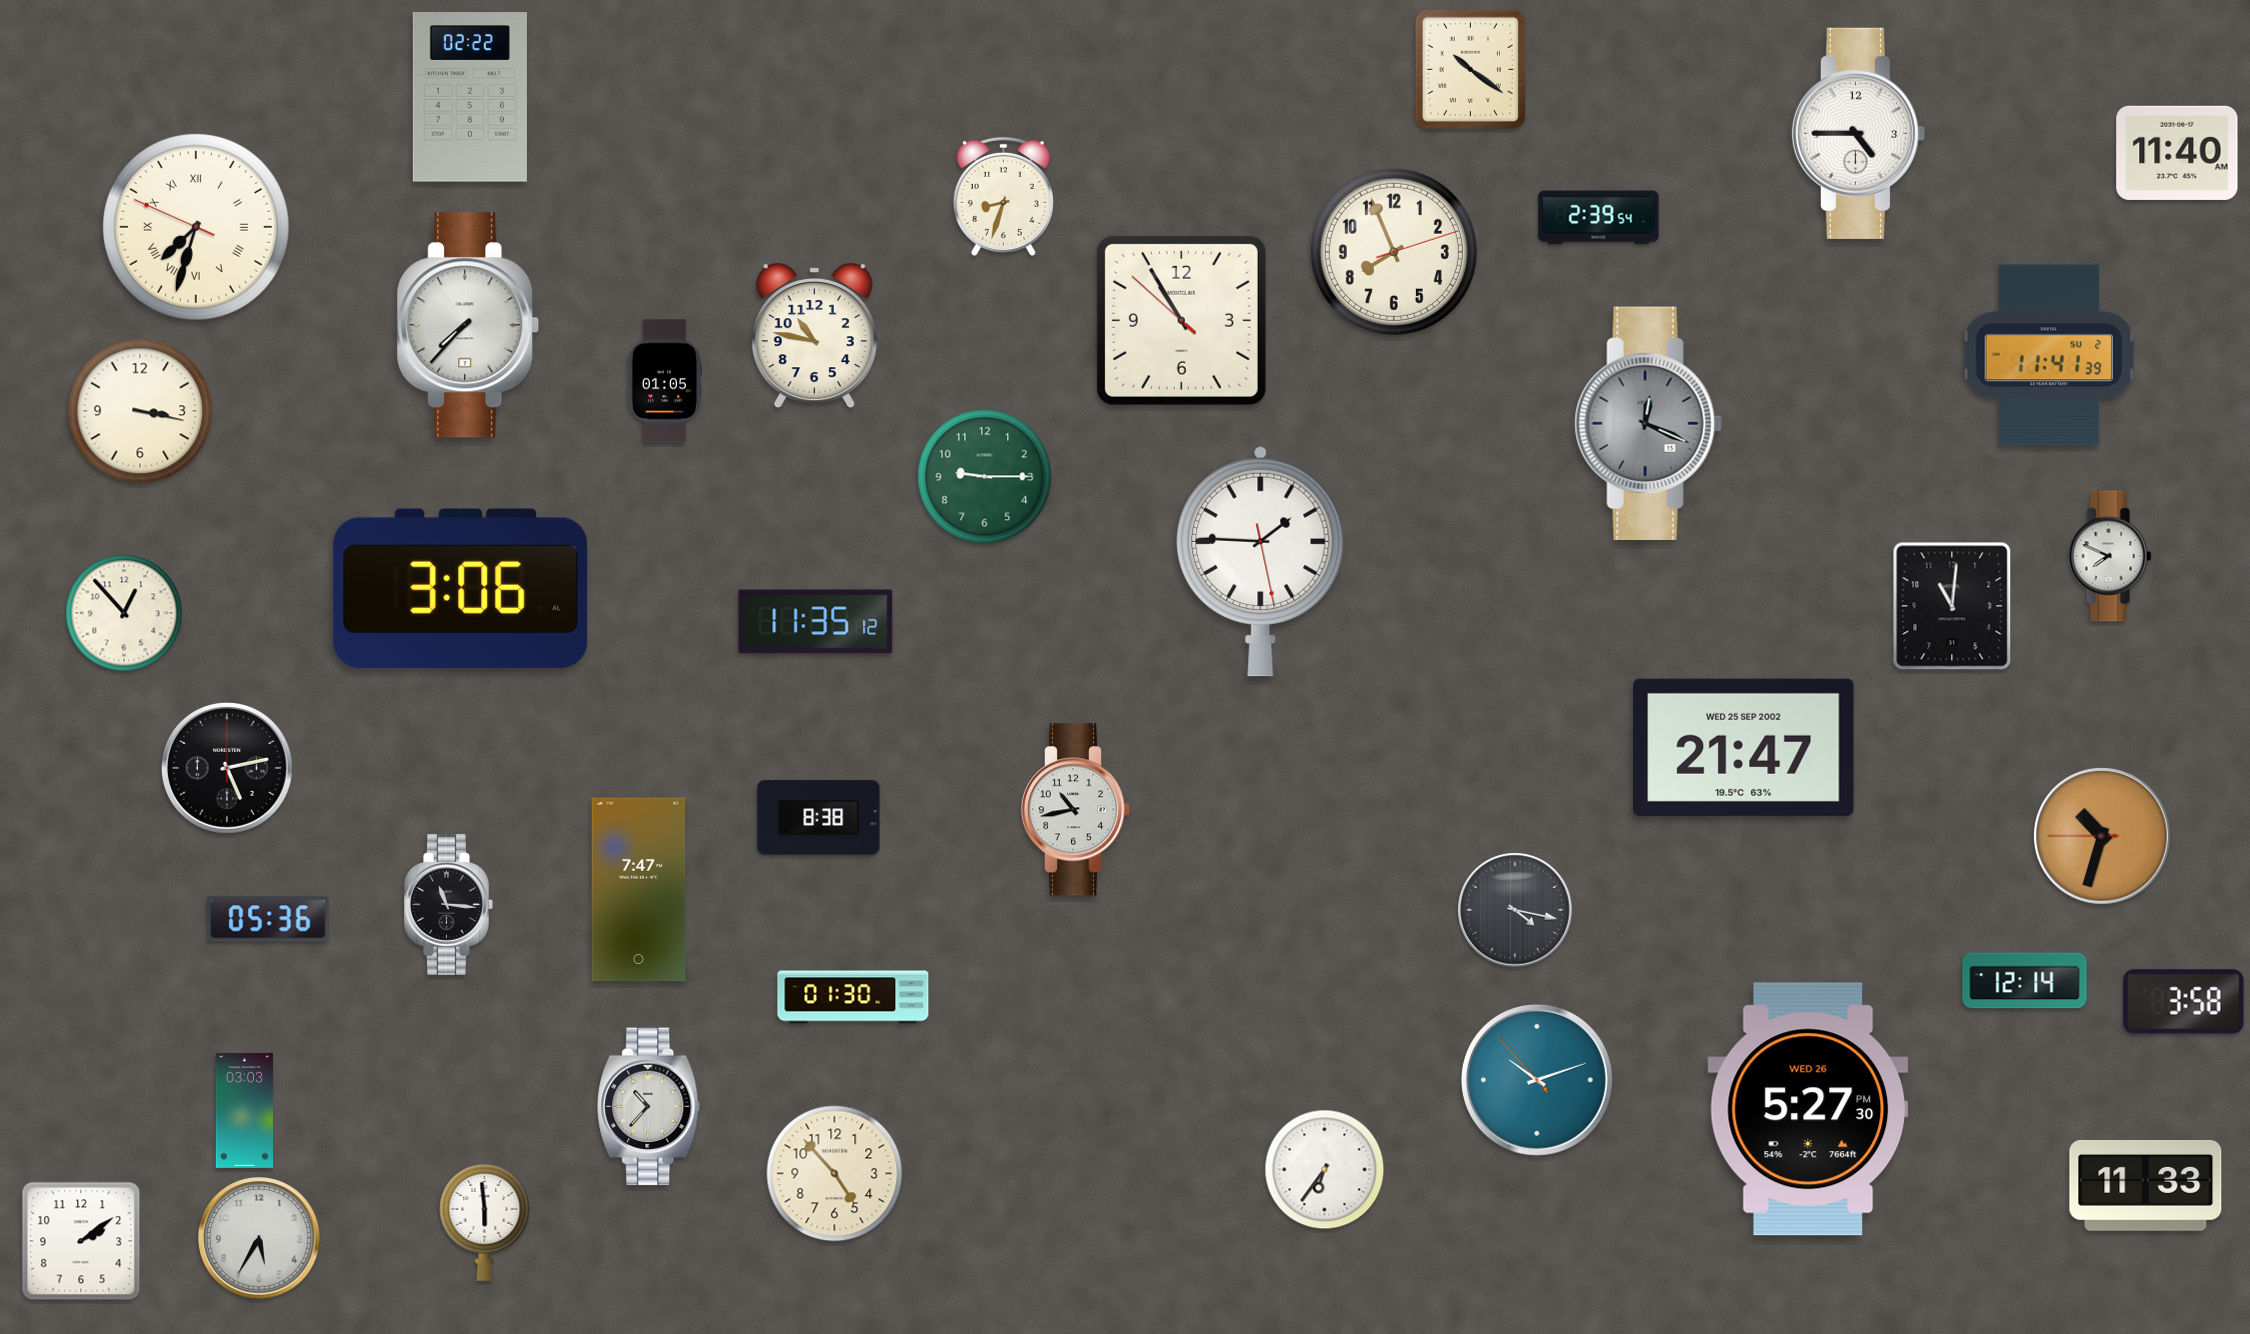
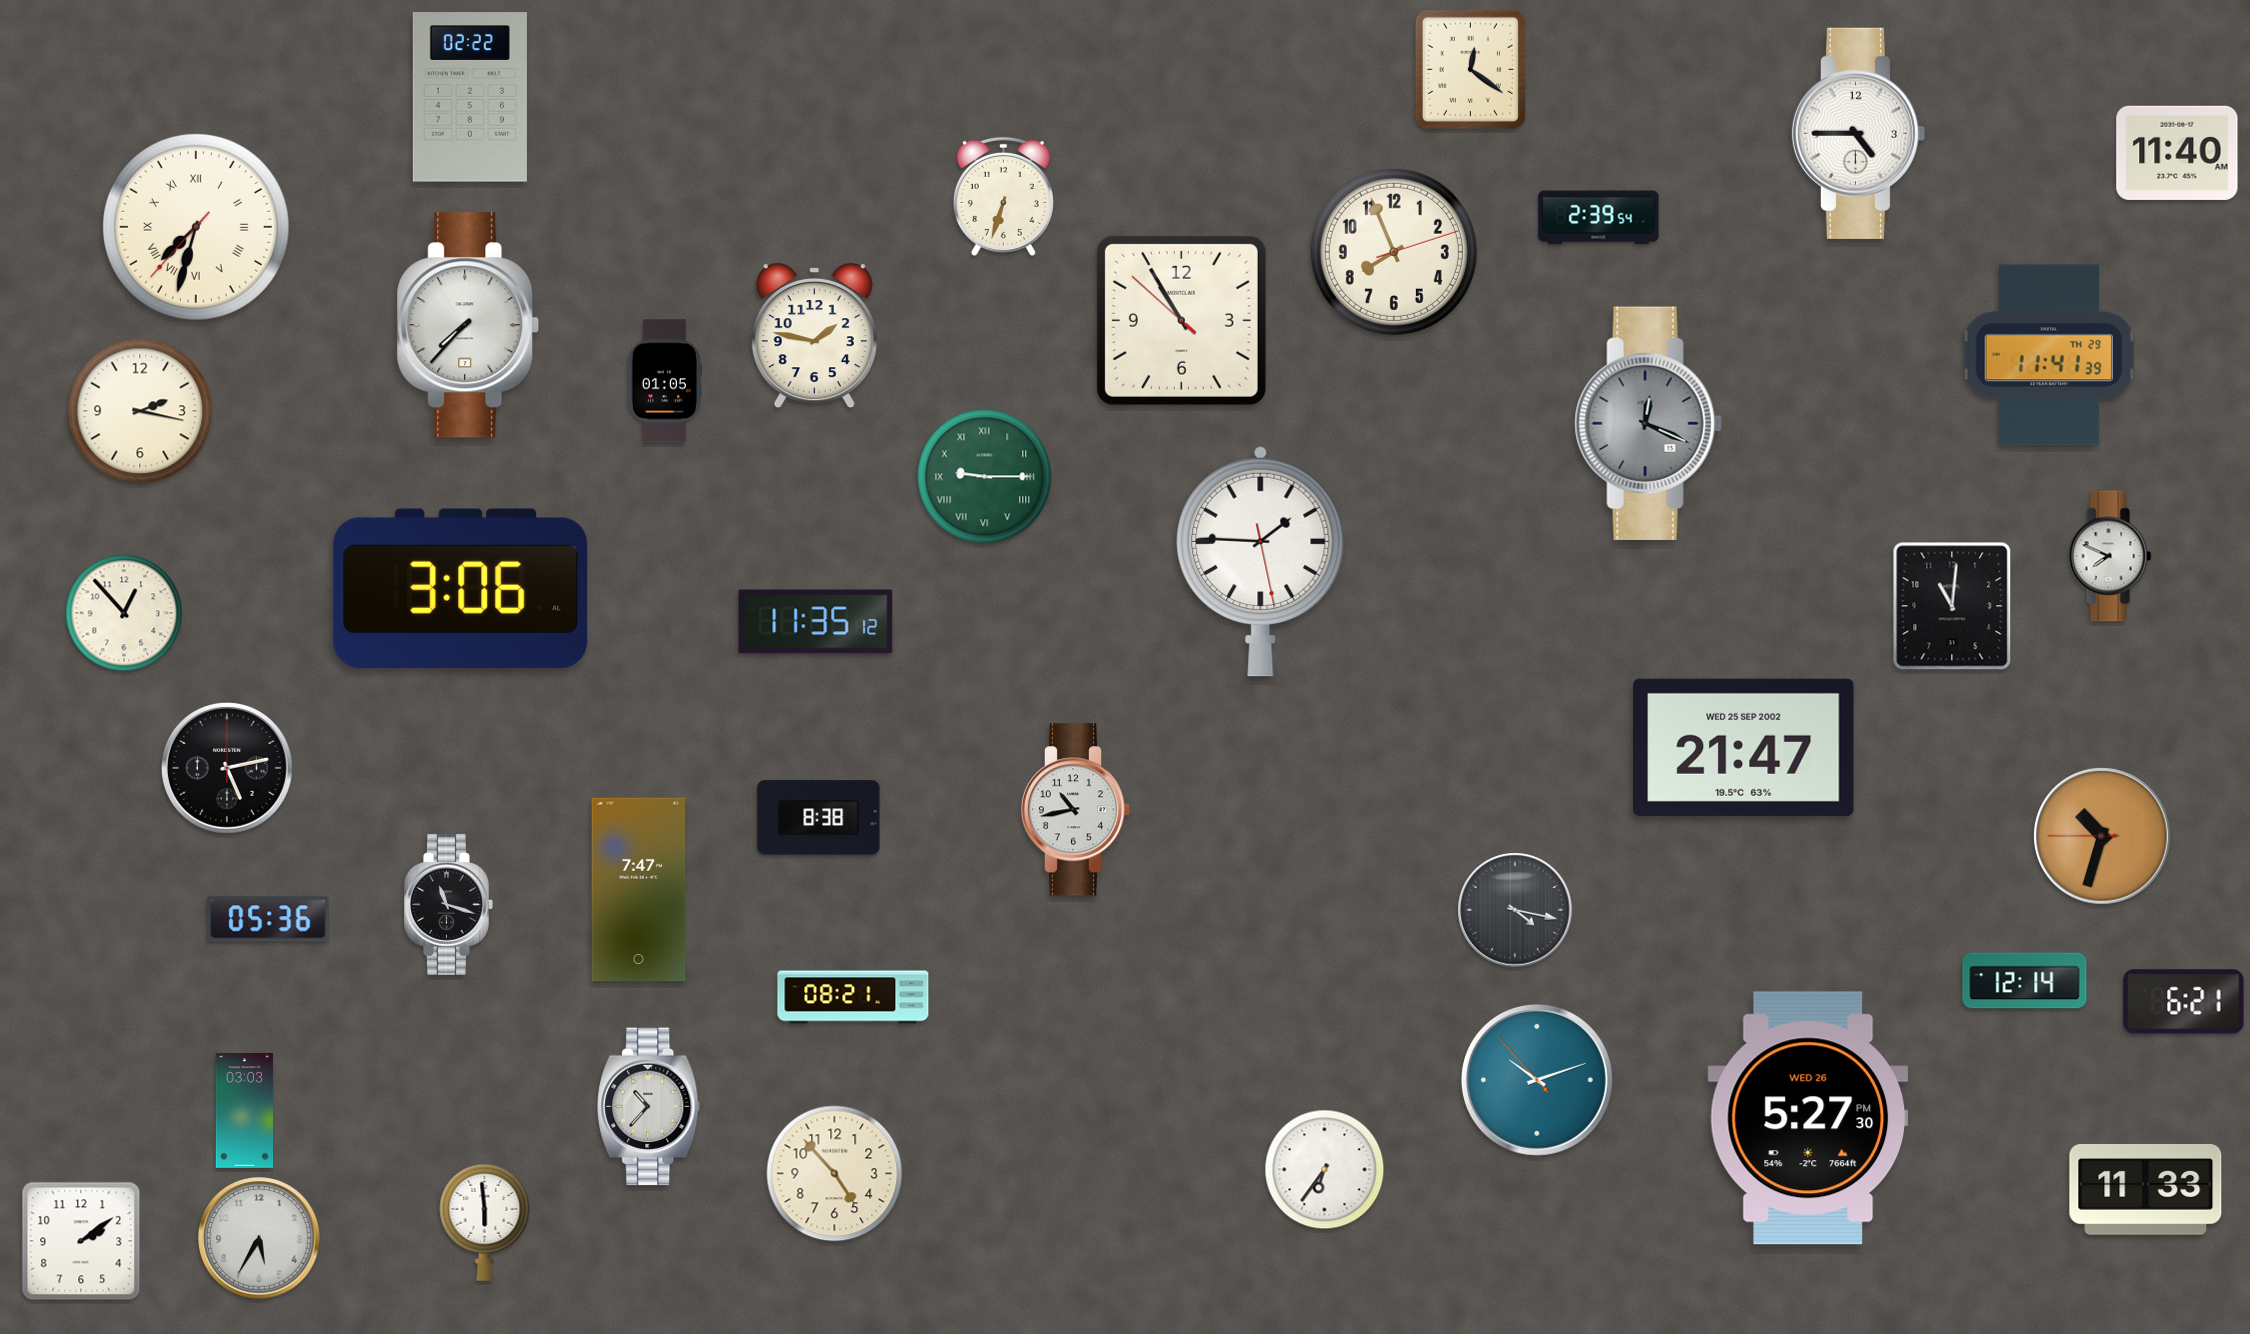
clock at (1470, 69): 10:21 -> 12:21
clock at (1003, 196): 8:33 -> 6:33
clock at (196, 227): 7:32:49 -> 7:32:37
clock at (814, 337): 10:47 -> 1:47
clock at (2049, 355) date: SU 2 -> TH 29
clock at (140, 411): 3:17 -> 2:17
clock at (985, 477) numerals: Arabic -> Roman
clock at (449, 904): 11:16 -> 11:18
clock at (853, 997): 01:30 -> 08:21
clock at (2184, 1002): 3:58 -> 6:21
clock at (1808, 1109) position: (1808, 1109) -> (1808, 1118)
clock at (2146, 1185) position: (2146, 1185) -> (2146, 1189)
